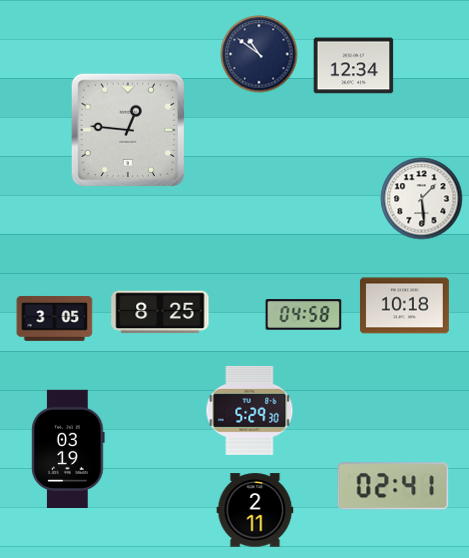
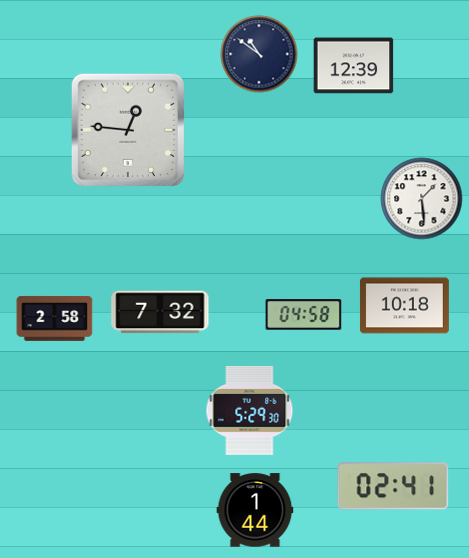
clock at (354, 66): 12:34 -> 12:39
clock at (160, 312): 8:25 -> 7:32
clock at (55, 318): 3:05 -> 2:58
clock at (68, 448): 03:19 -> none
clock at (255, 510): 2:11 -> 1:44
